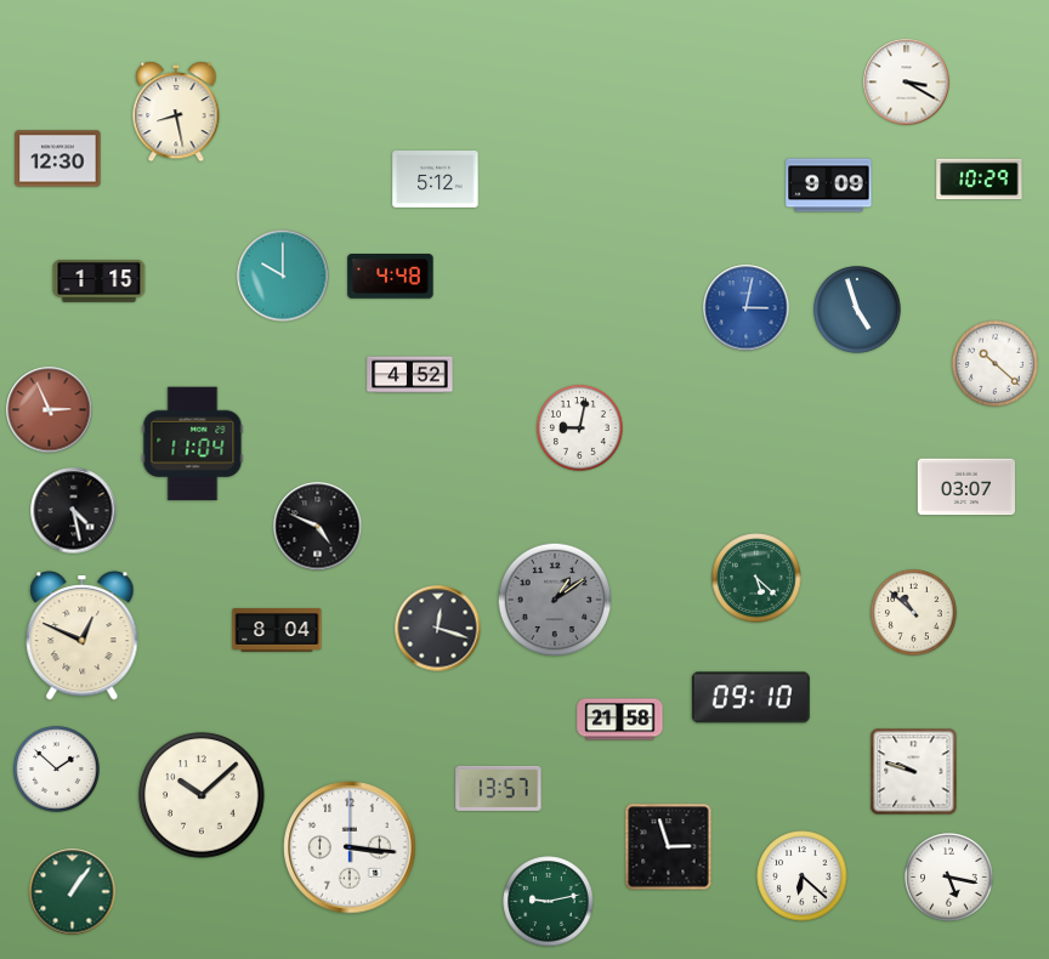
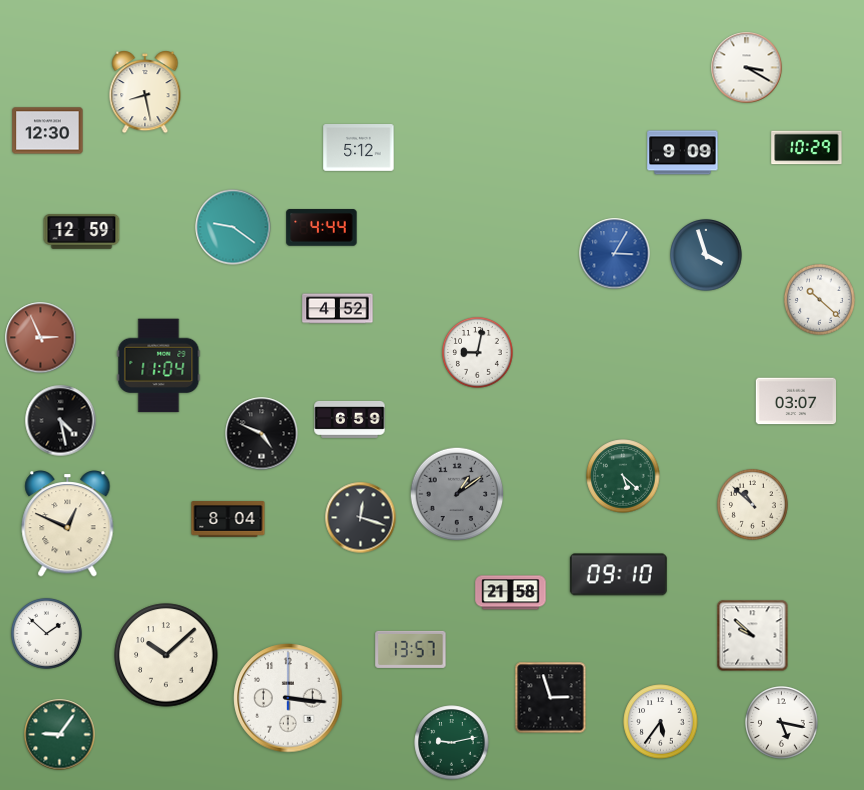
clock at (283, 276): 10:00 -> 9:21
clock at (391, 277): 4:48 -> 4:44
clock at (100, 282): 1:15 -> 12:59
clock at (747, 308): 3:02 -> 3:05
clock at (858, 311): 4:57 -> 3:57
clock at (350, 419): none -> 6:59
clock at (914, 772): 9:48 -> 9:52
clock at (803, 876): 6:22 -> 5:36
clock at (73, 892): 1:06 -> 9:06
